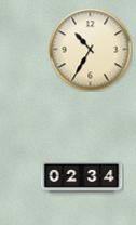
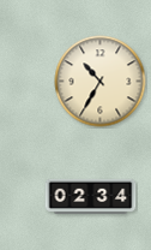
clock at (91, 50) position: (91, 50) -> (101, 82)
